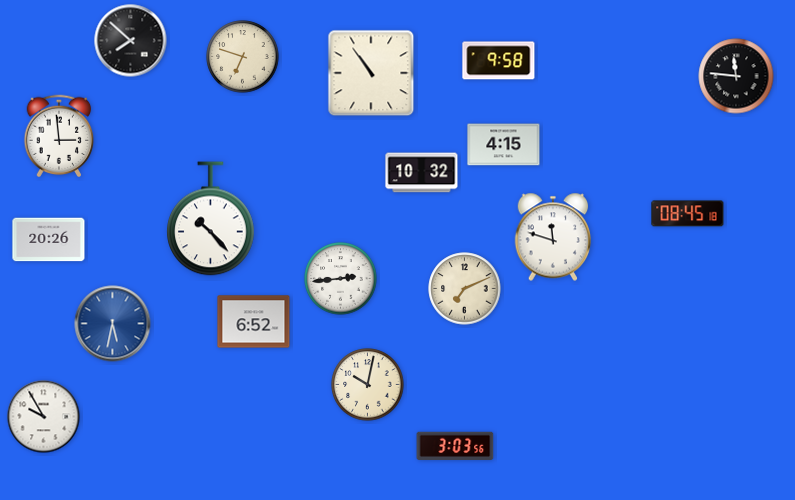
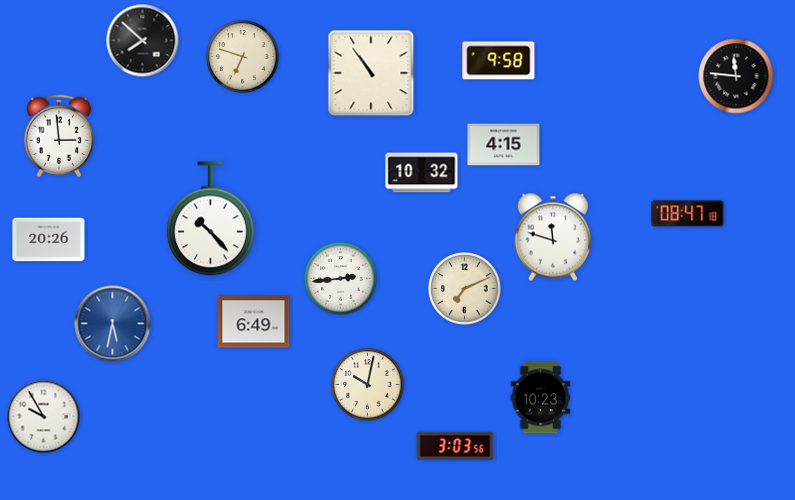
clock at (131, 41) position: (131, 41) -> (143, 41)
clock at (688, 214): 08:45 -> 08:47
clock at (254, 322): 6:52 -> 6:49
clock at (541, 398): none -> 10:23
